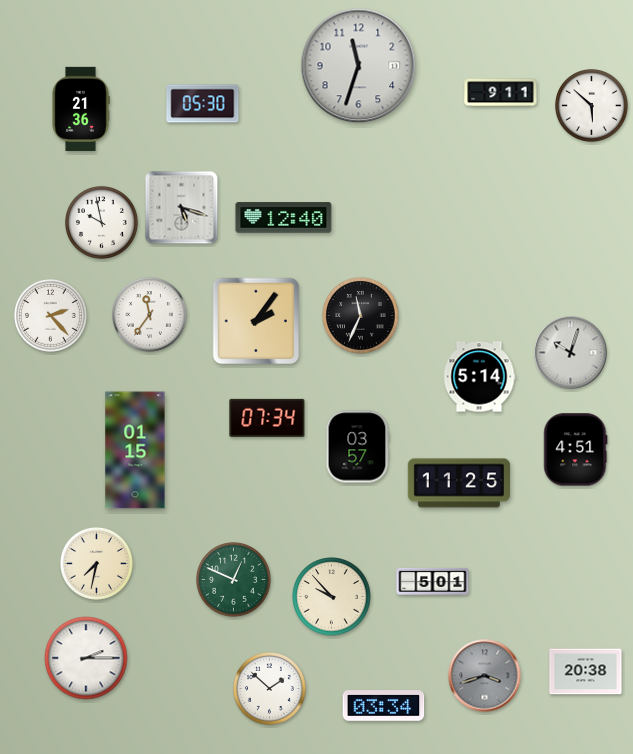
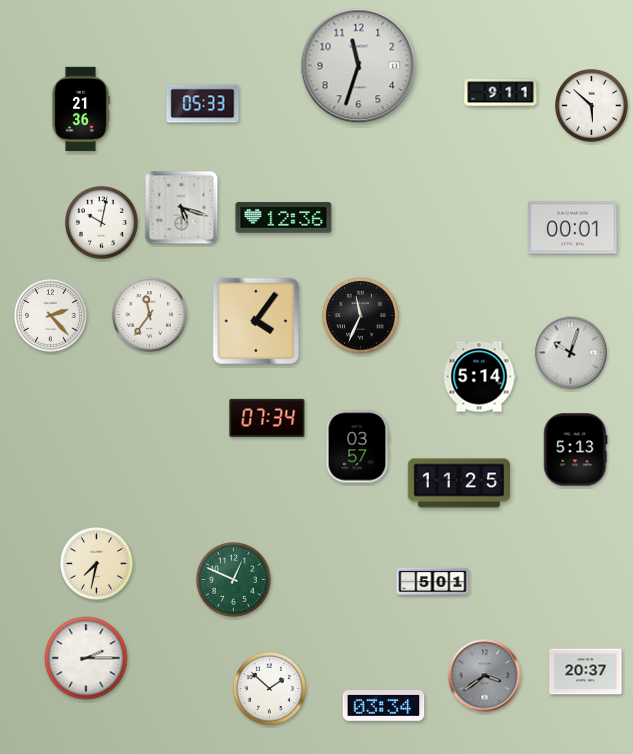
clock at (203, 104): 05:30 -> 05:33
clock at (284, 218): 12:40 -> 12:36
clock at (102, 223): 9:58 -> 10:02
clock at (573, 228): none -> 00:01
clock at (256, 321): 2:06 -> 4:06
clock at (135, 450): 01:15 -> none
clock at (576, 450): 4:51 -> 5:13
clock at (332, 597): 9:53 -> none
clock at (586, 672): 20:38 -> 20:37
clock at (485, 676): 3:42 -> 3:39
